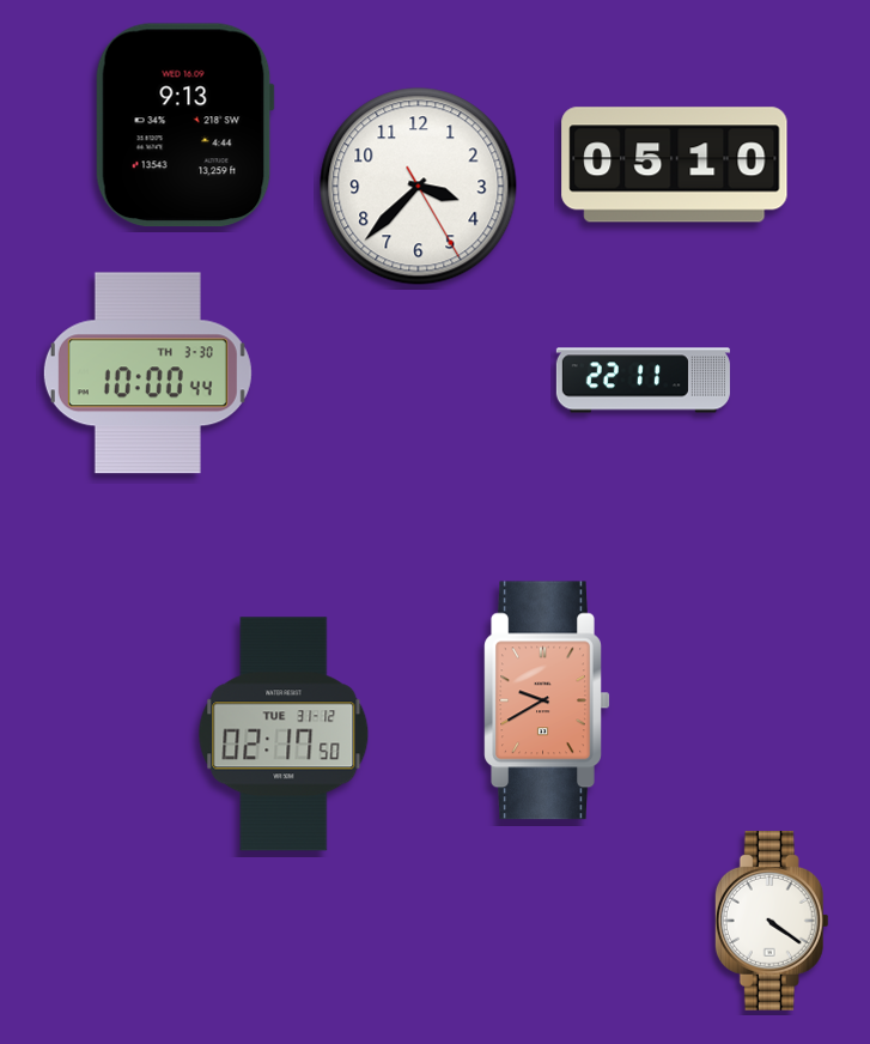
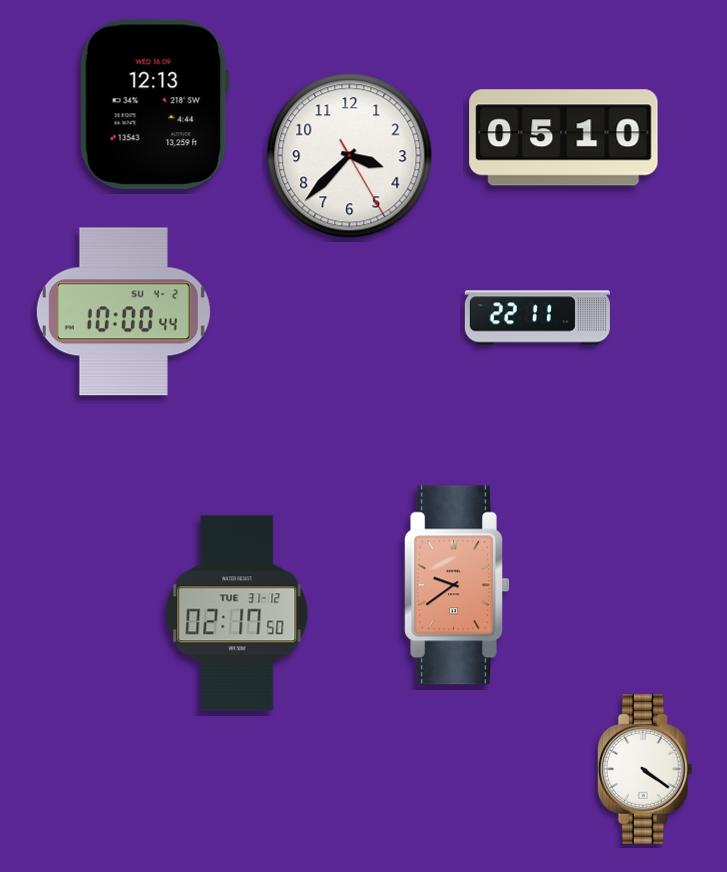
clock at (184, 126): 9:13 -> 12:13
clock at (147, 374) date: TH 3-30 -> SU 4-2
clock at (547, 700): 9:40 -> 9:39
